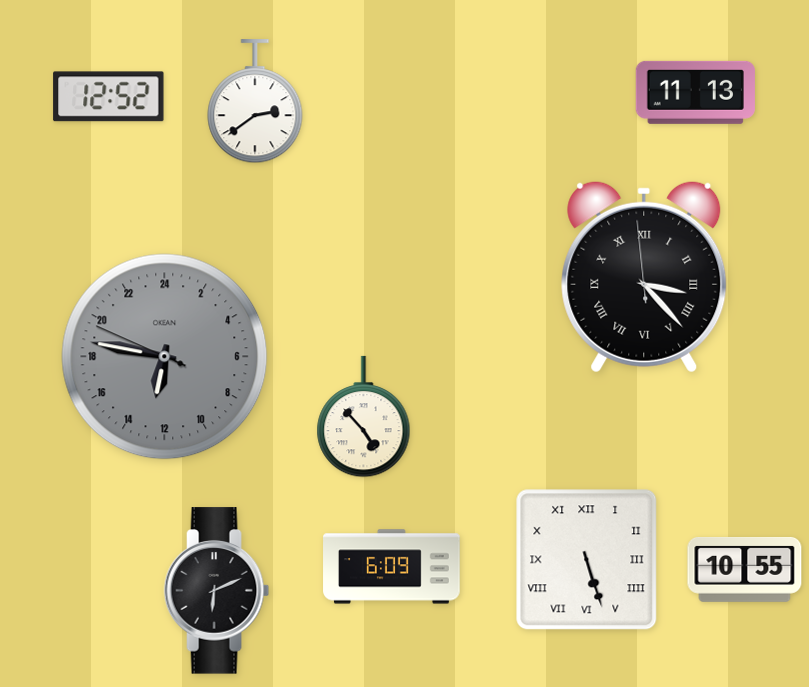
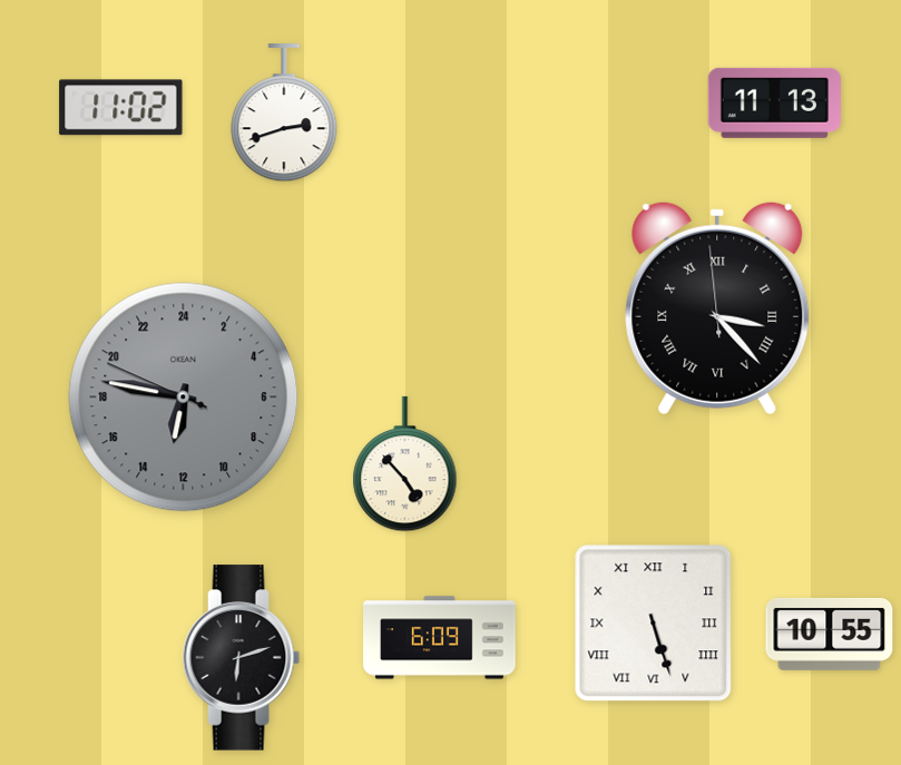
clock at (109, 97): 12:52 -> 11:02
clock at (255, 102): 2:39 -> 2:42
clock at (392, 567) position: (392, 567) -> (440, 638)
clock at (217, 591): 6:11 -> 6:12
